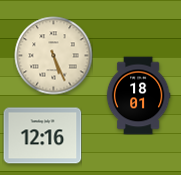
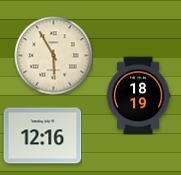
clock at (53, 55): 5:26 -> 5:55
clock at (138, 95): 18:01 -> 18:19
